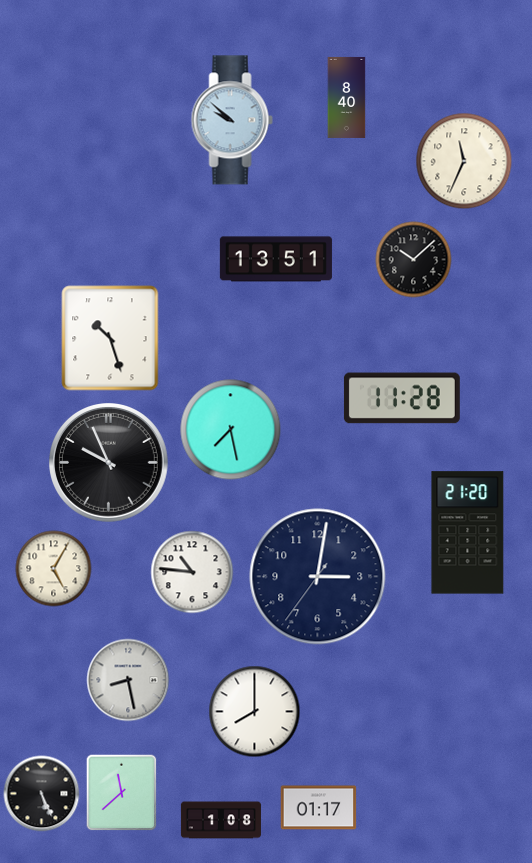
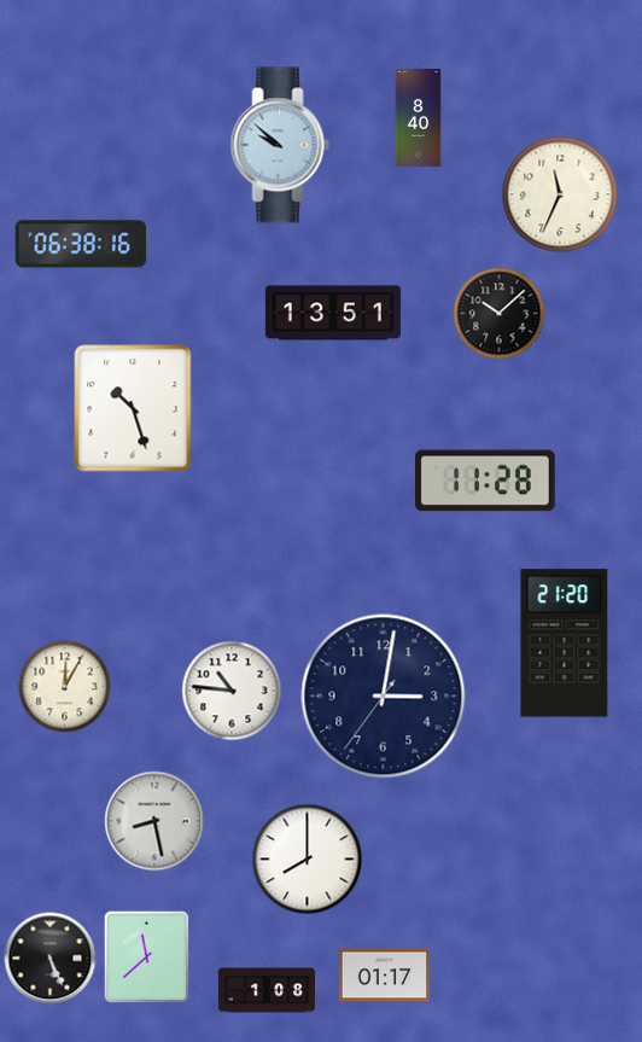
clock at (81, 244): none -> 06:38
clock at (231, 430): 7:28 -> none
clock at (109, 463): 9:56 -> none
clock at (54, 569): 5:05 -> 12:05
